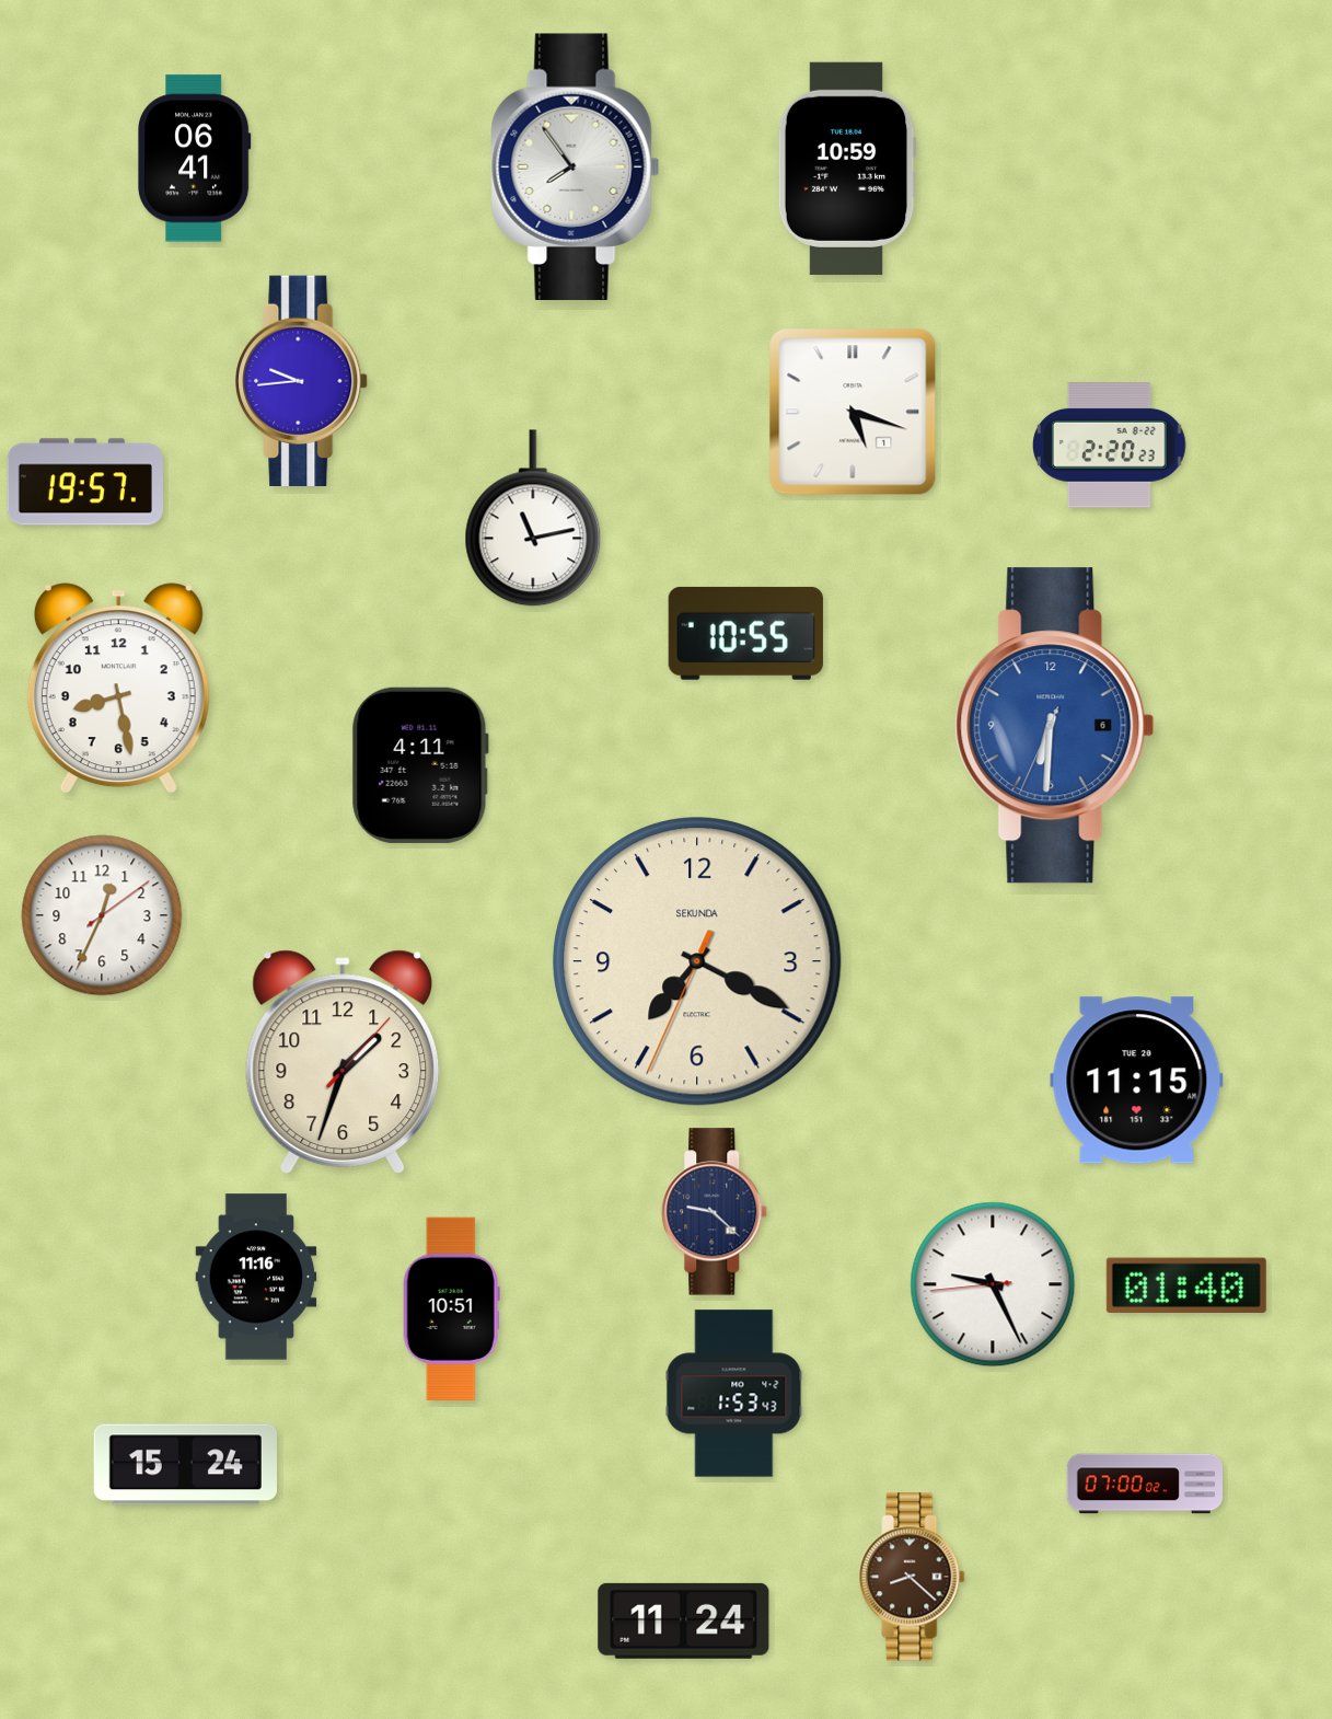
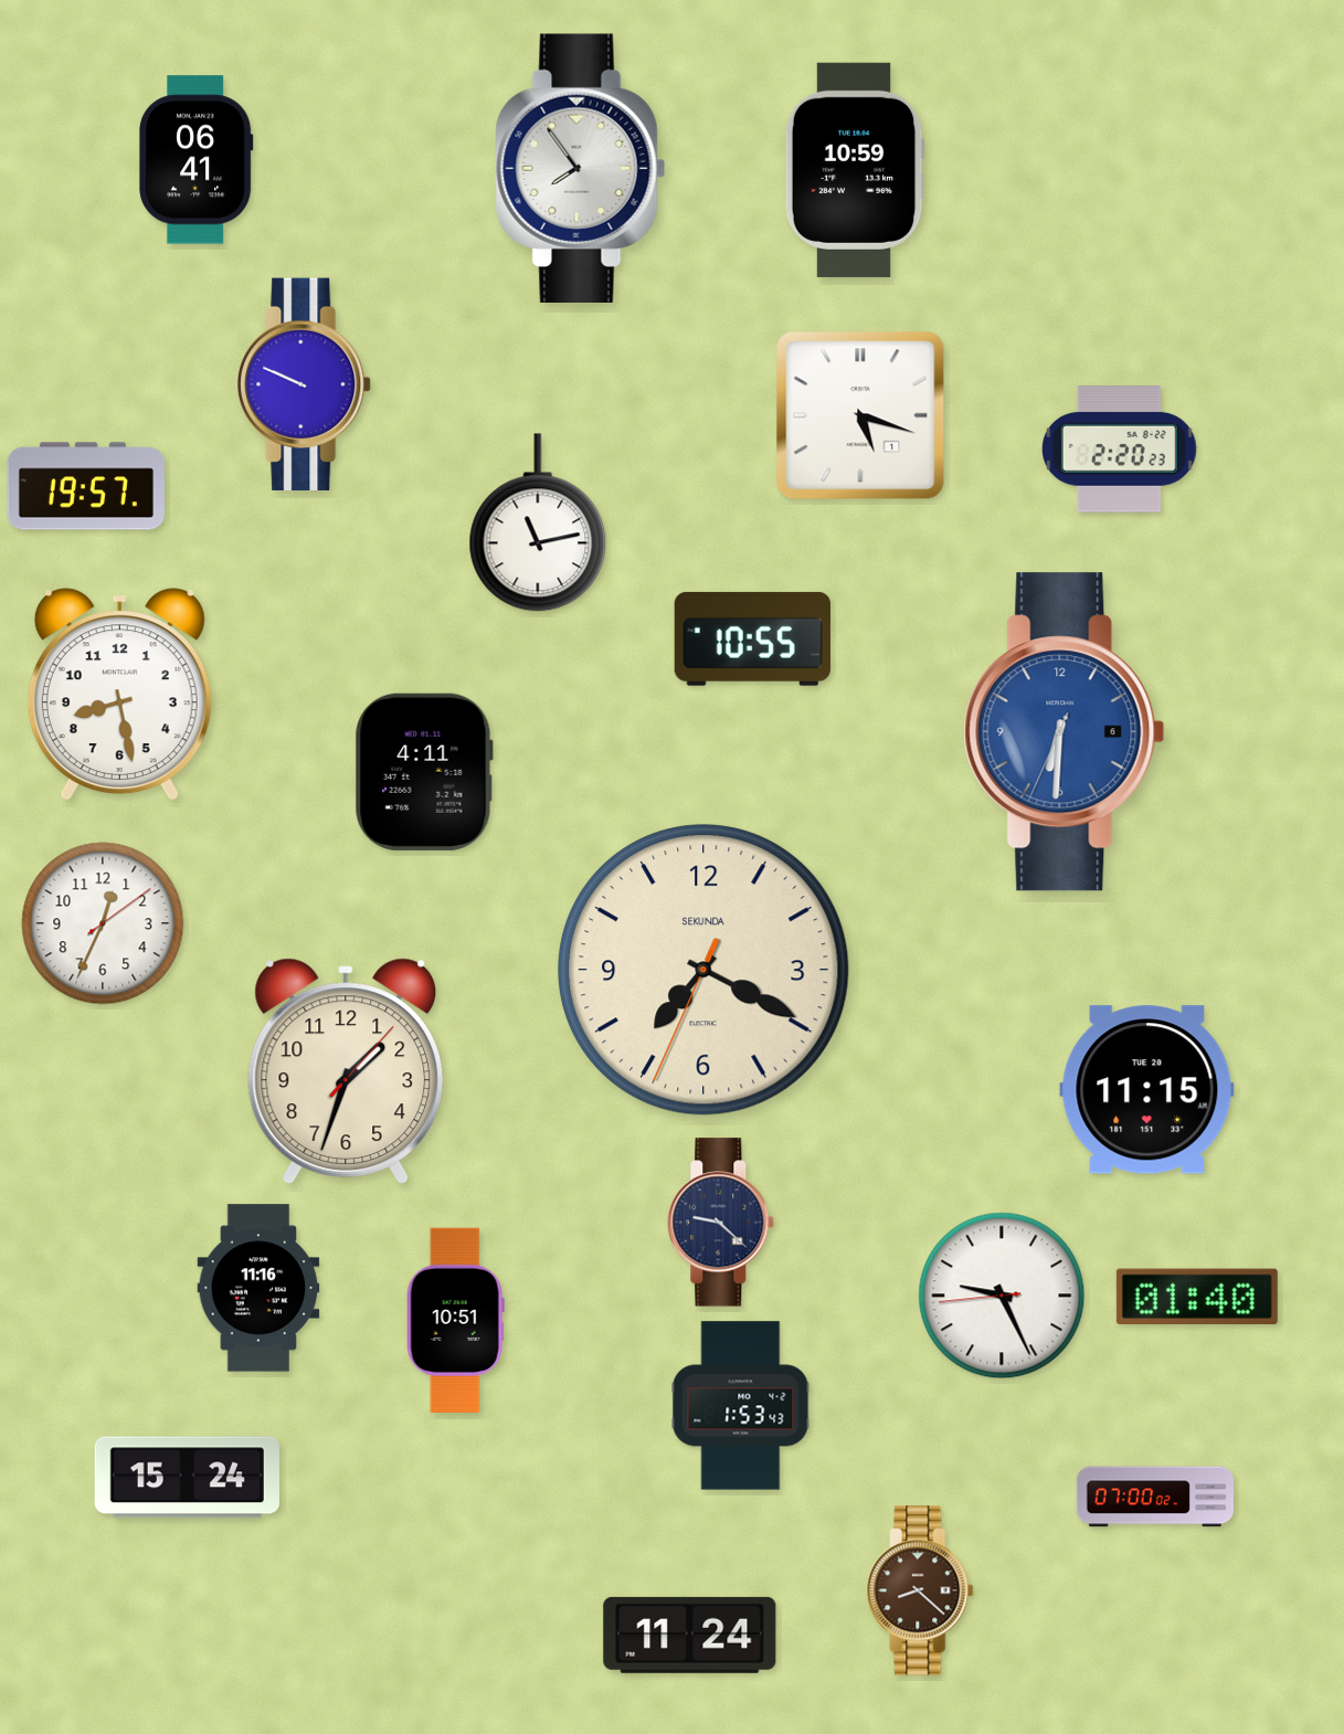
clock at (301, 380): 9:44 -> 9:49
